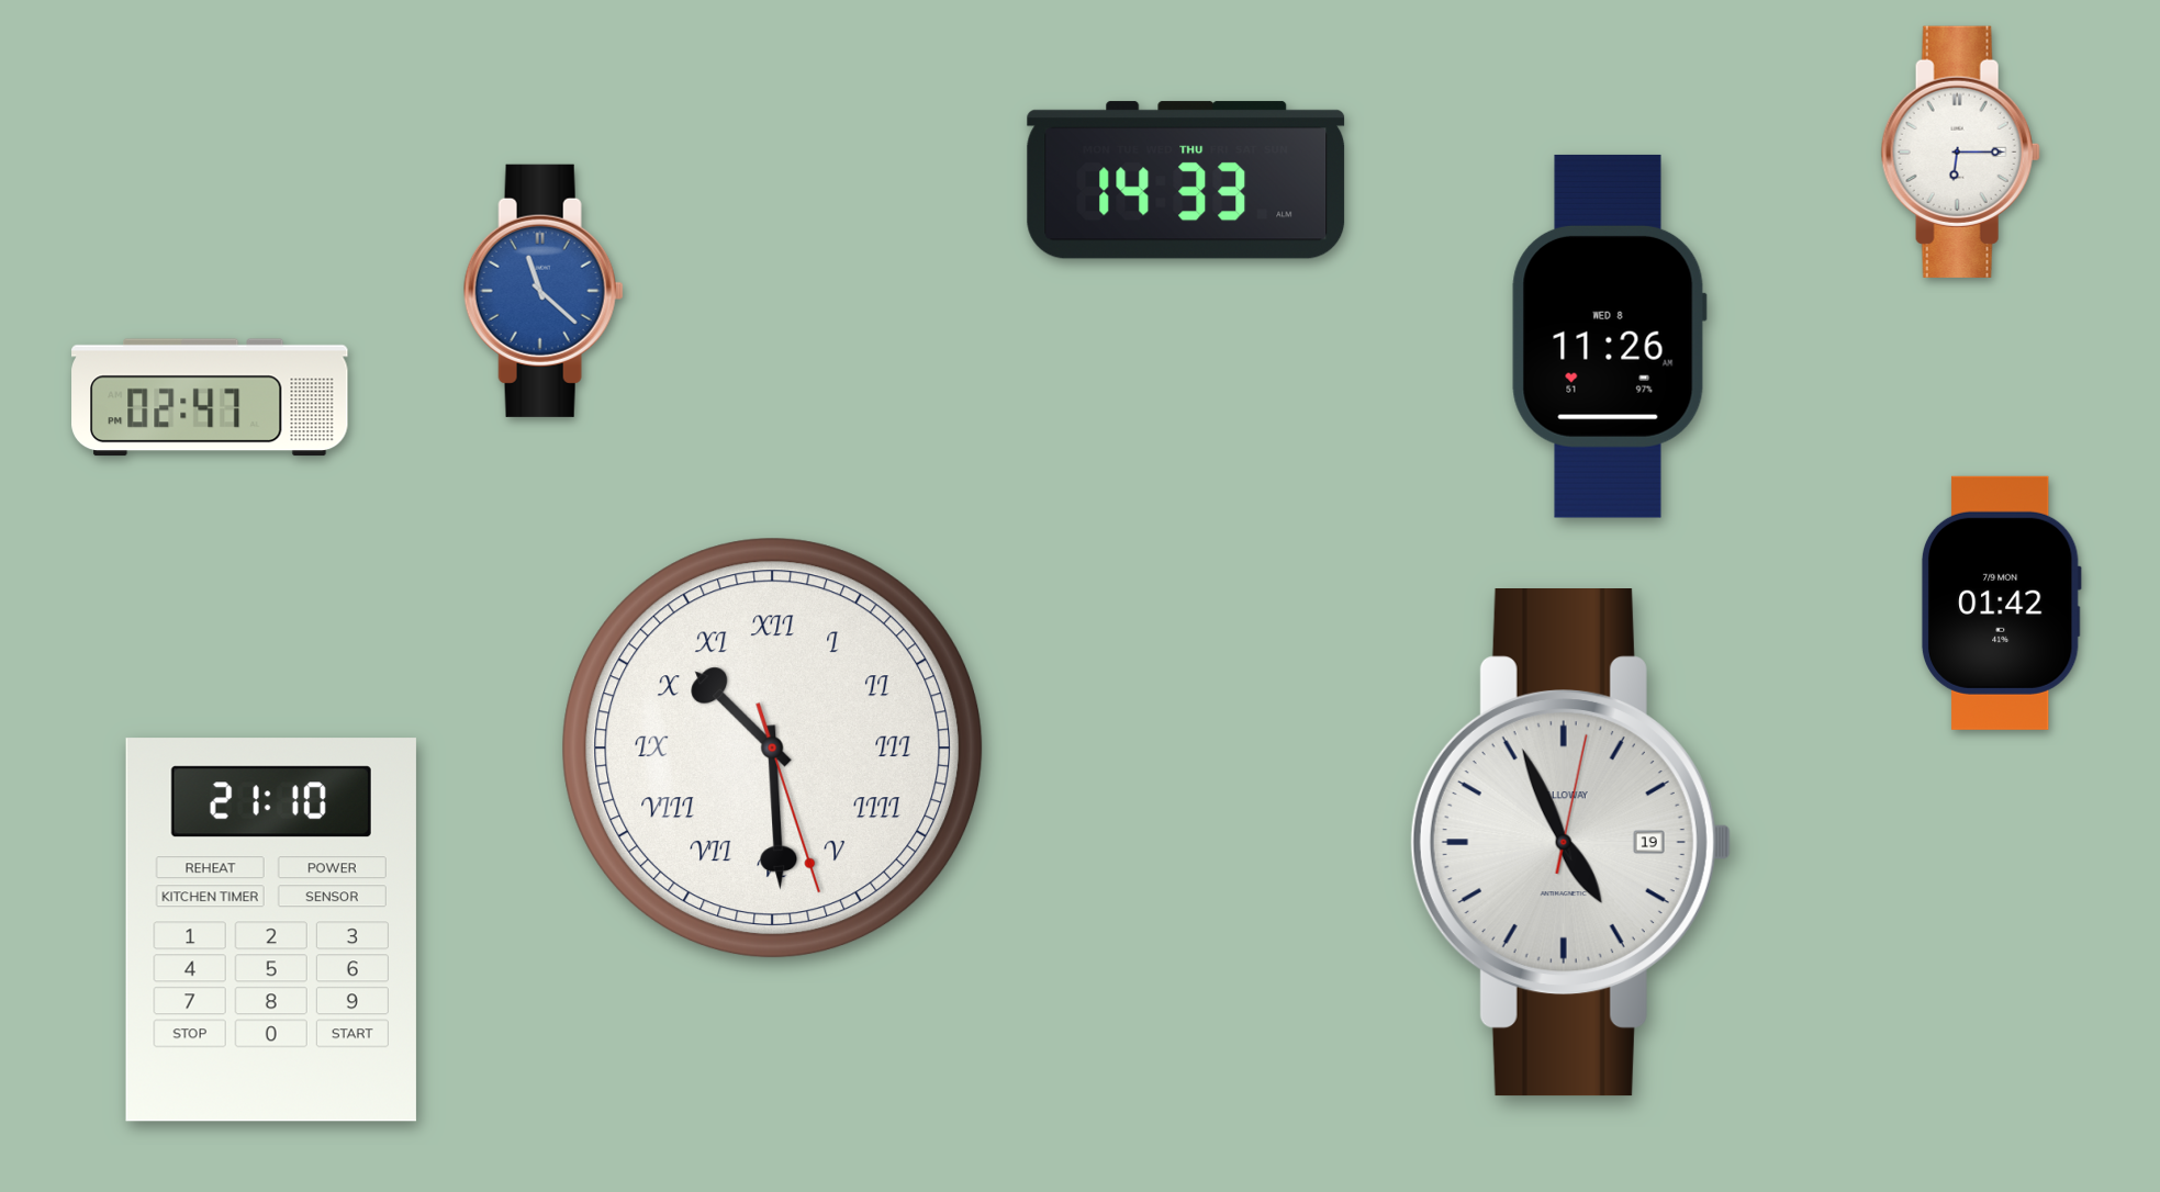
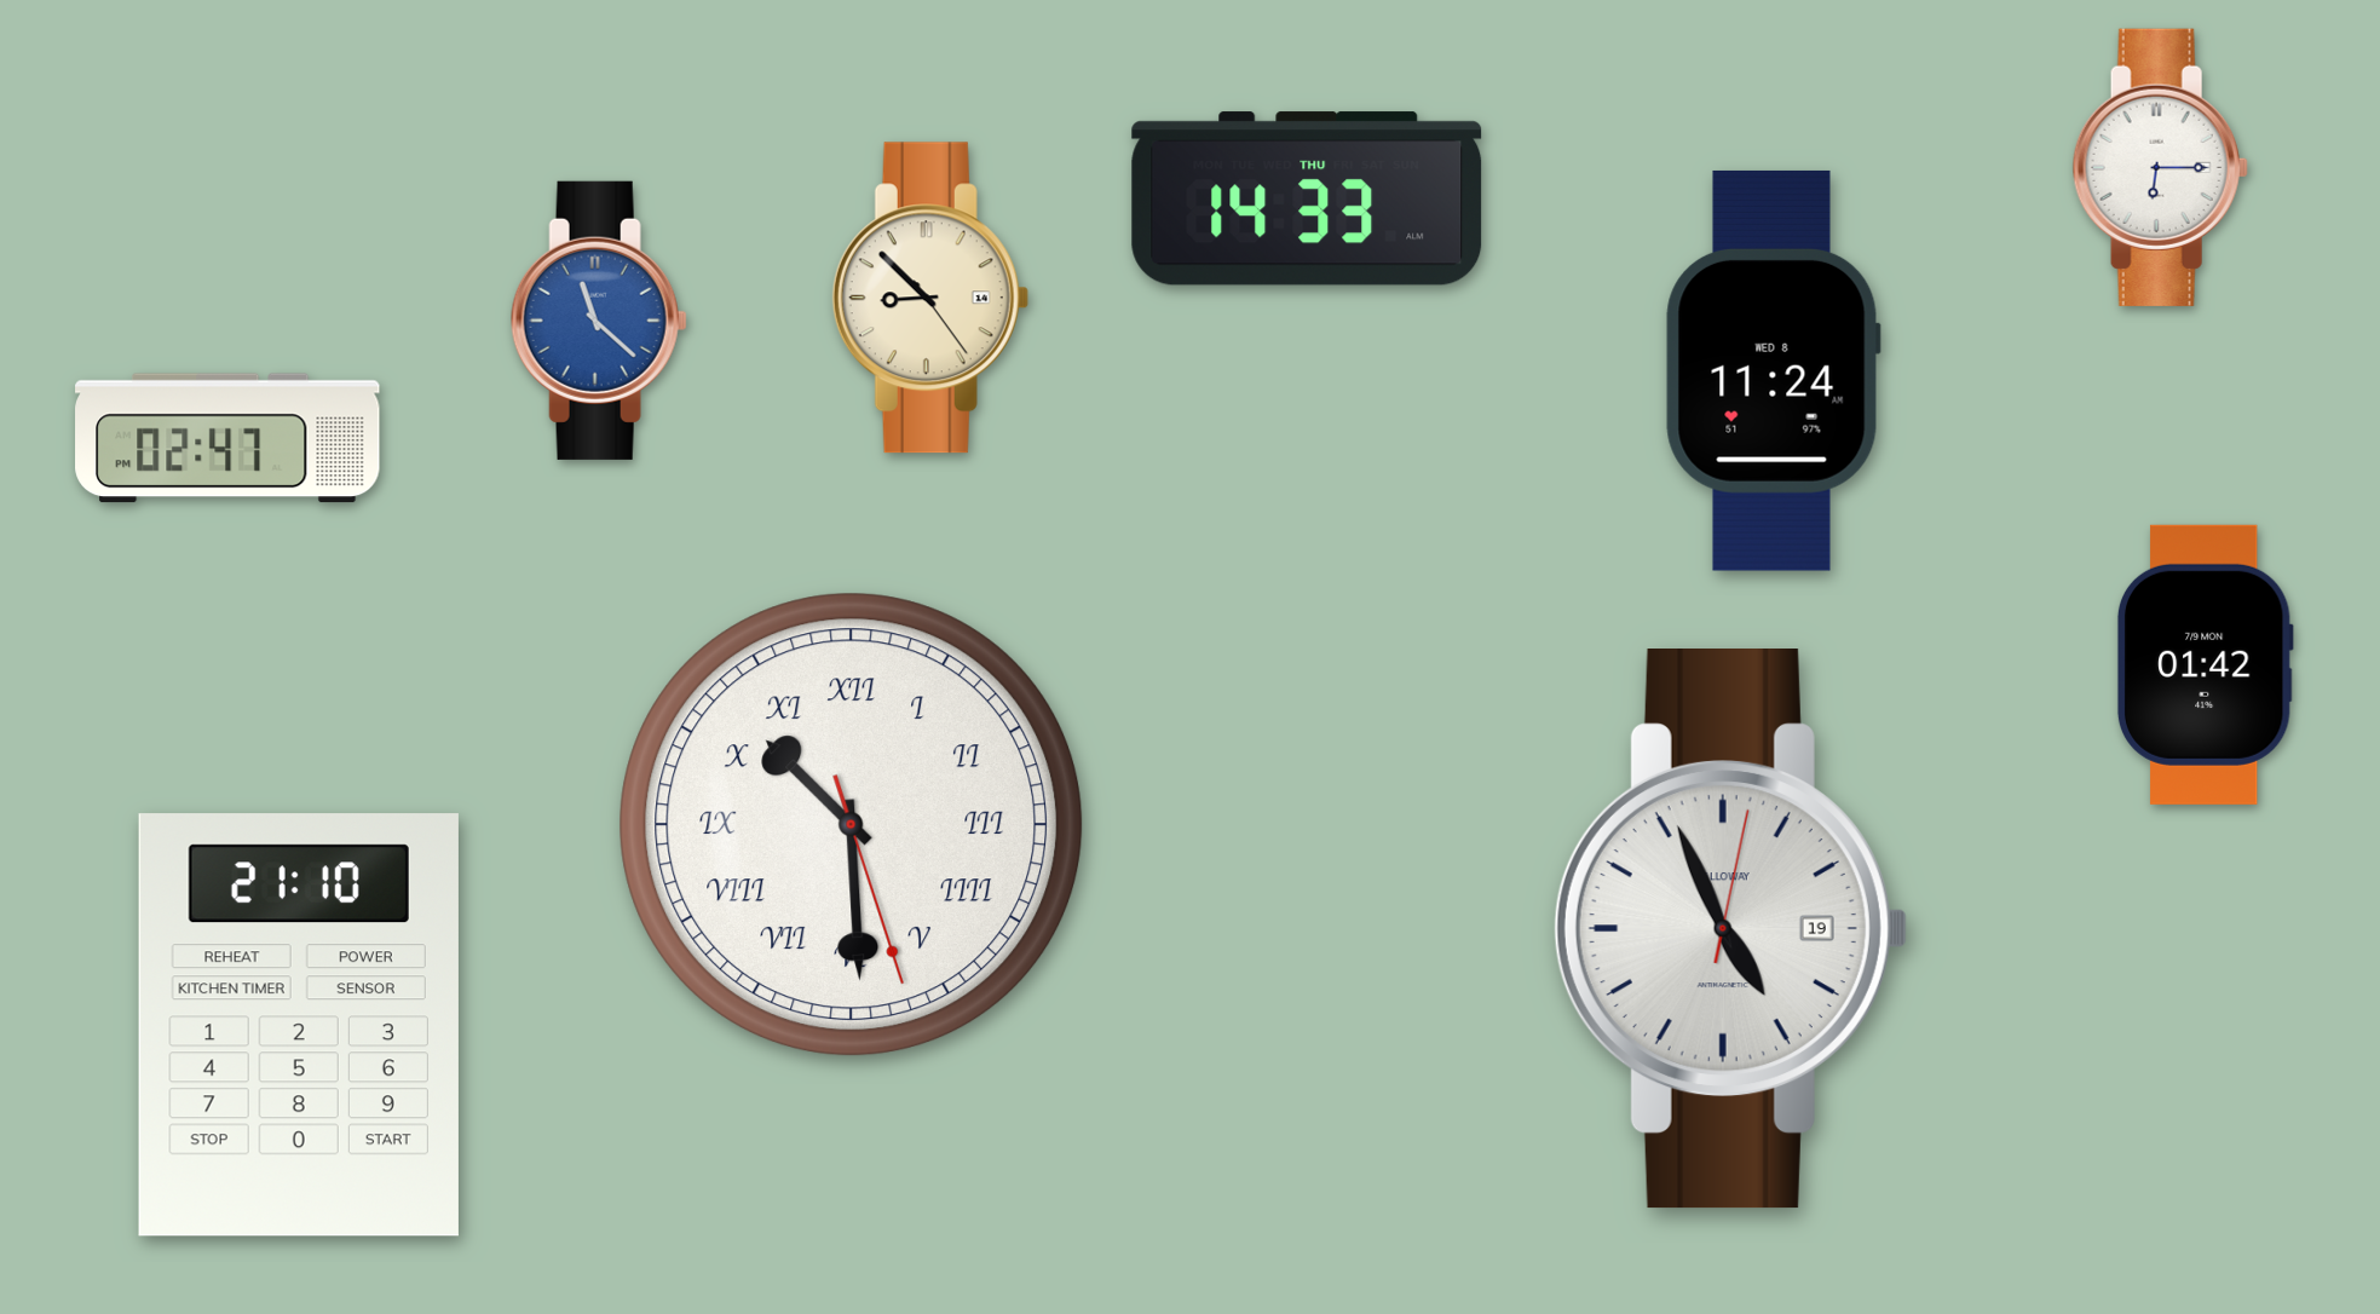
clock at (930, 298): none -> 8:52
clock at (1609, 336): 11:26 -> 11:24
clock at (210, 397) position: (210, 397) -> (227, 438)
